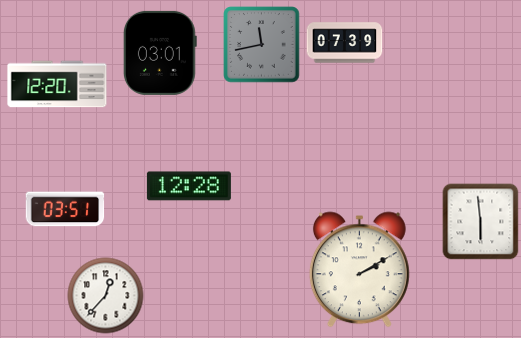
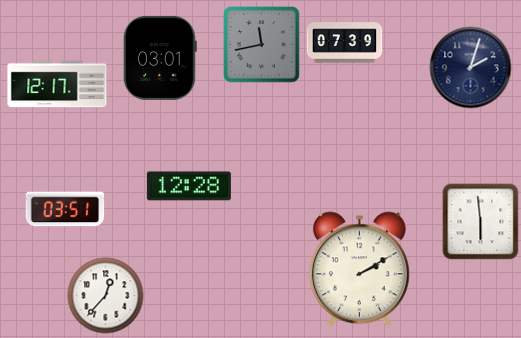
clock at (160, 53) position: (160, 53) -> (160, 58)
clock at (471, 68): none -> 2:03
clock at (57, 84): 12:20 -> 12:17
